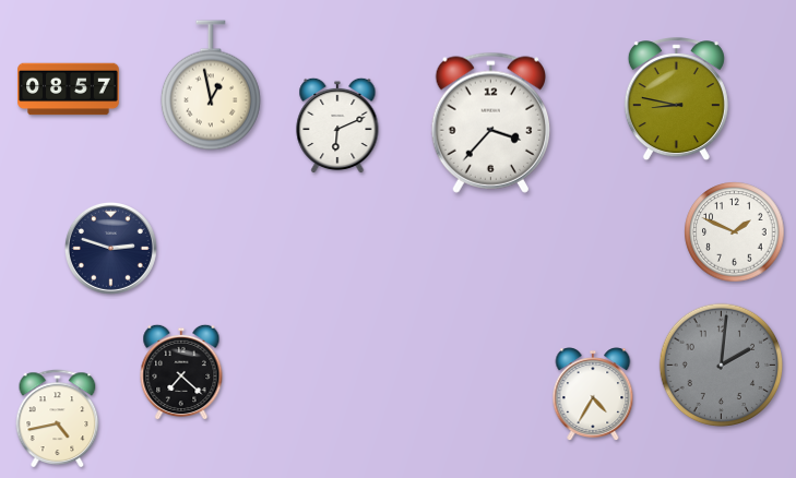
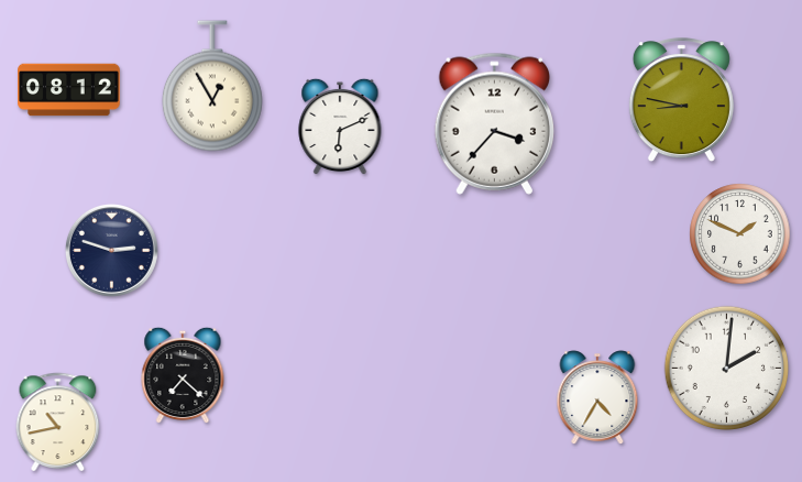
clock at (211, 85): 12:58 -> 12:55
clock at (69, 89): 08:57 -> 08:12
clock at (722, 366) dial: grey -> white
clock at (58, 418): 4:43 -> 10:43
